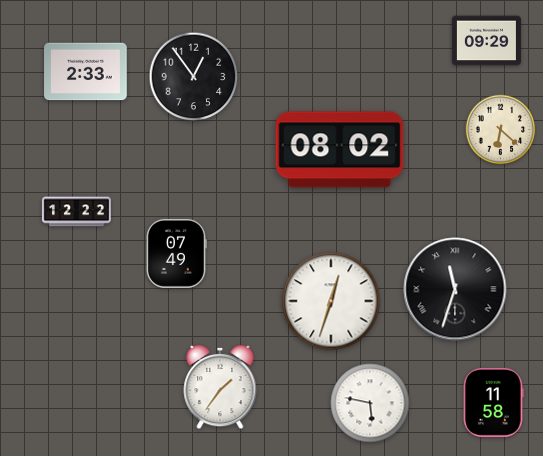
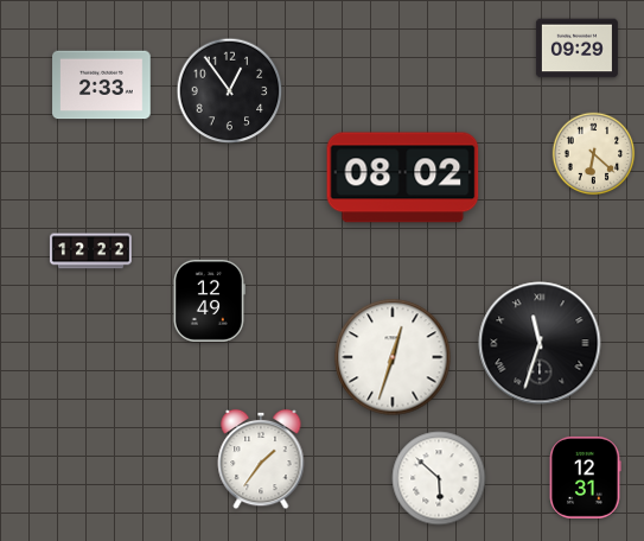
clock at (176, 253): 07:49 -> 12:49
clock at (493, 402): 11:58 -> 12:31
clock at (370, 403): 5:47 -> 5:52
